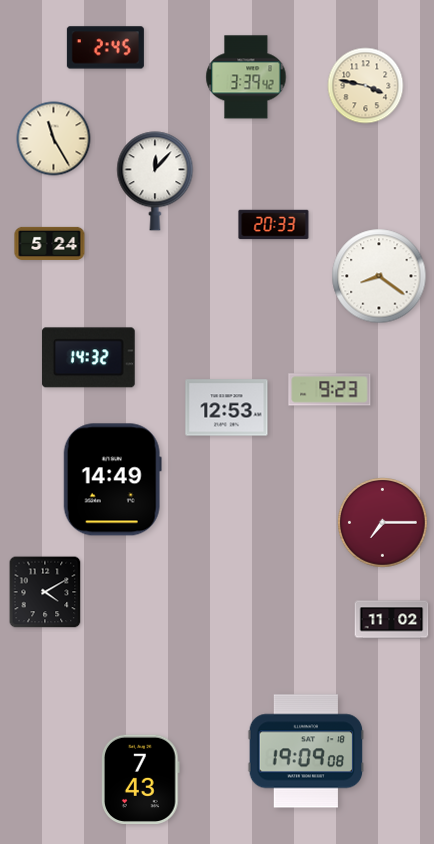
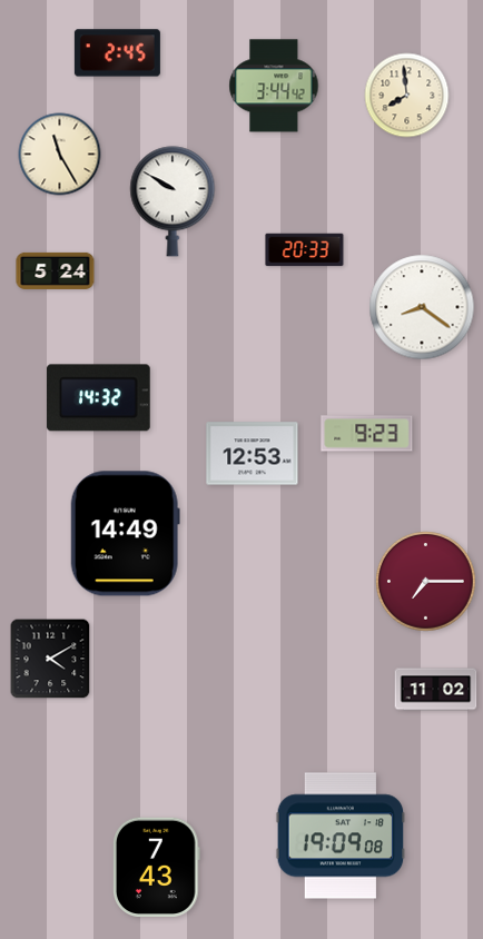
clock at (246, 77): 3:39 -> 3:44
clock at (366, 86): 3:47 -> 7:59
clock at (155, 181): 12:07 -> 9:50
